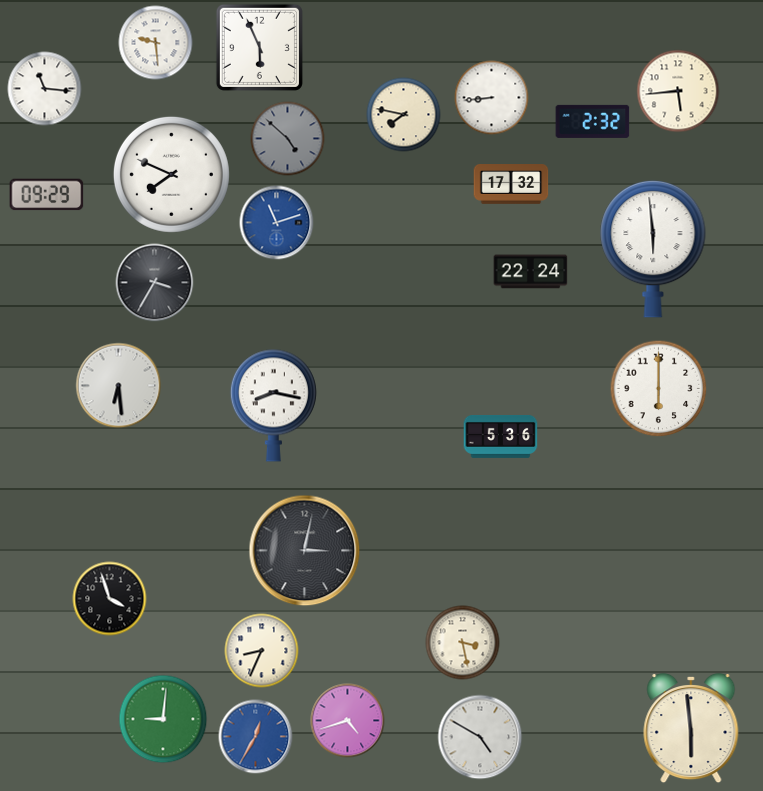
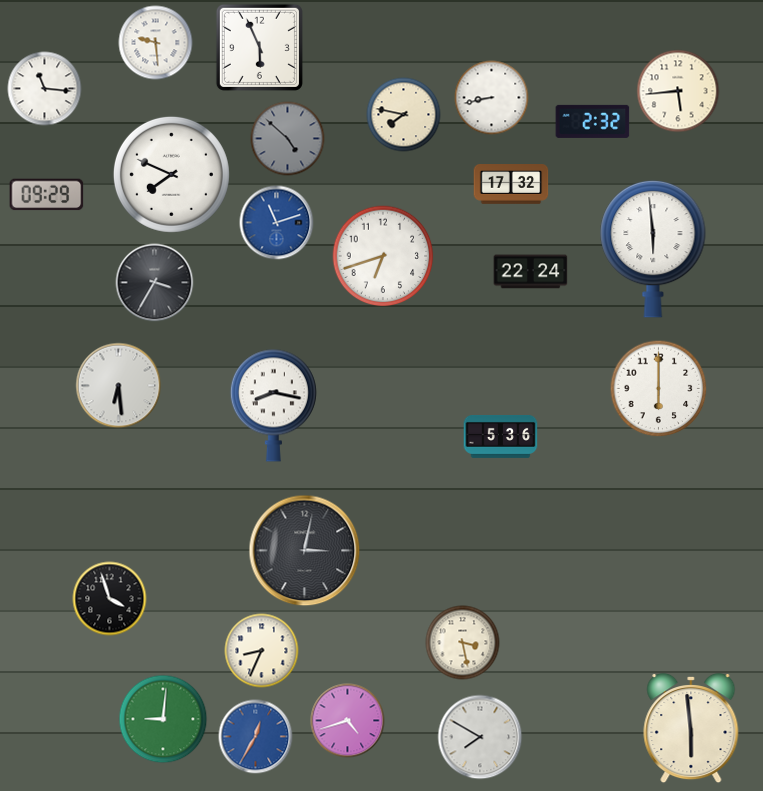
clock at (492, 98): 8:44 -> 8:43
clock at (383, 256): none -> 6:42
clock at (480, 737): 4:50 -> 7:50
